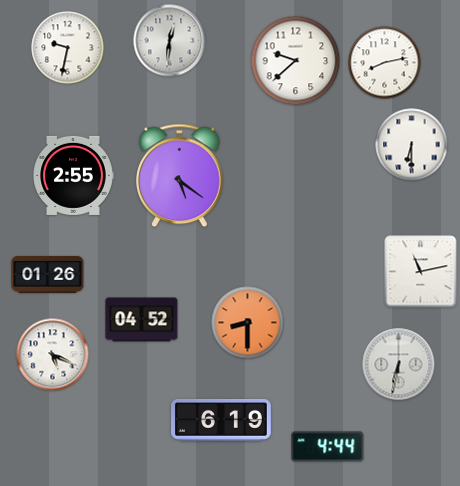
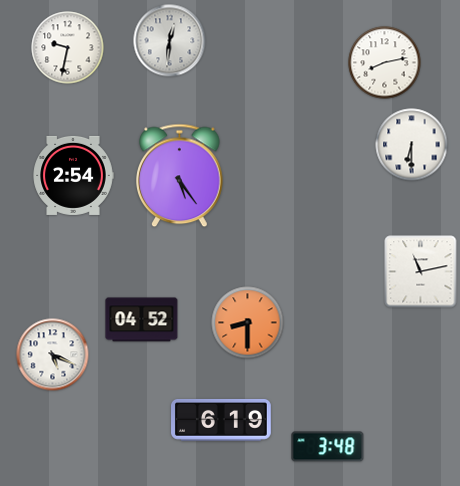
clock at (296, 61): 9:38 -> none
clock at (73, 175): 2:55 -> 2:54
clock at (180, 176): 5:21 -> 5:24
clock at (48, 274): 01:26 -> none
clock at (399, 365): 6:32 -> none
clock at (328, 447): 4:44 -> 3:48
